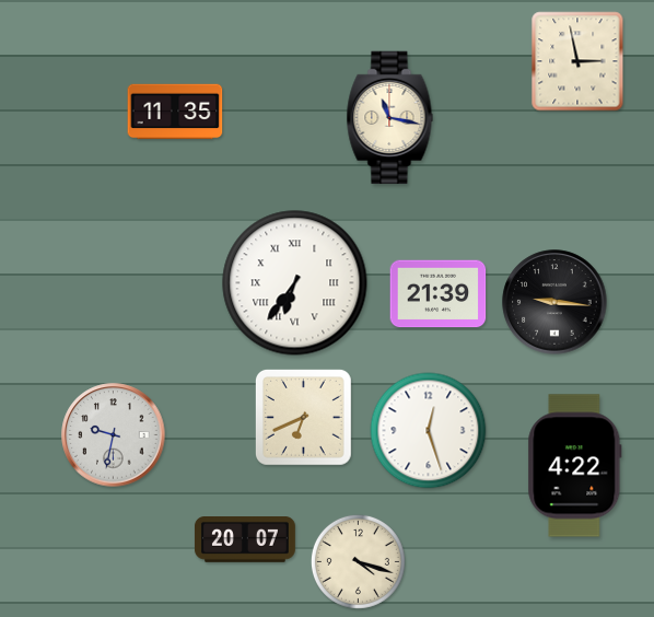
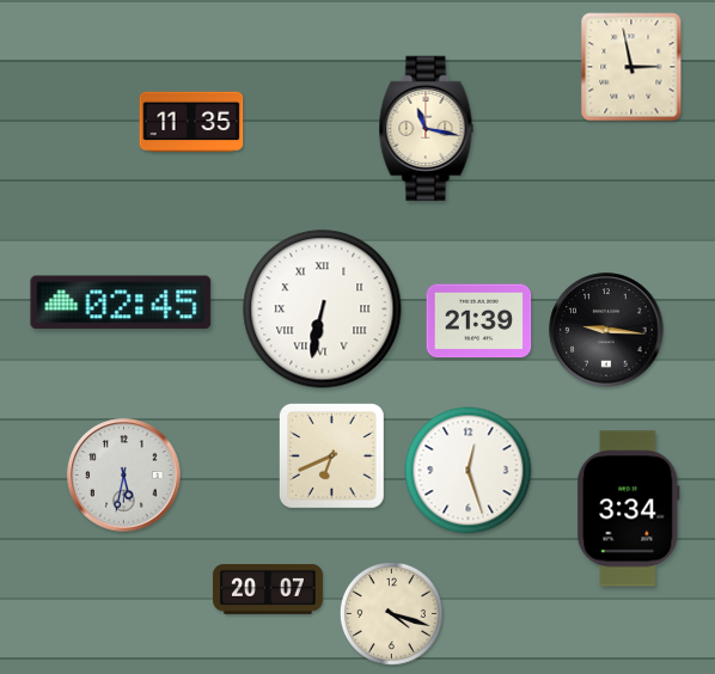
clock at (121, 302): none -> 02:45
clock at (295, 283): 6:36 -> 6:32
clock at (114, 435): 9:32 -> 5:32
clock at (575, 466): 4:22 -> 3:34
